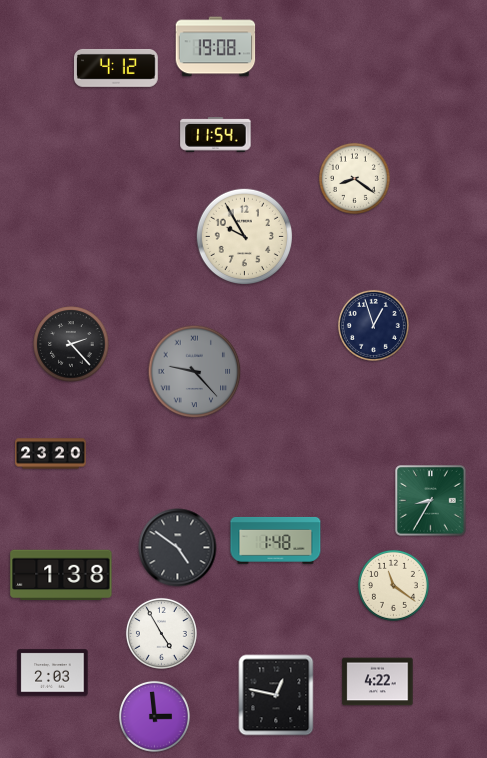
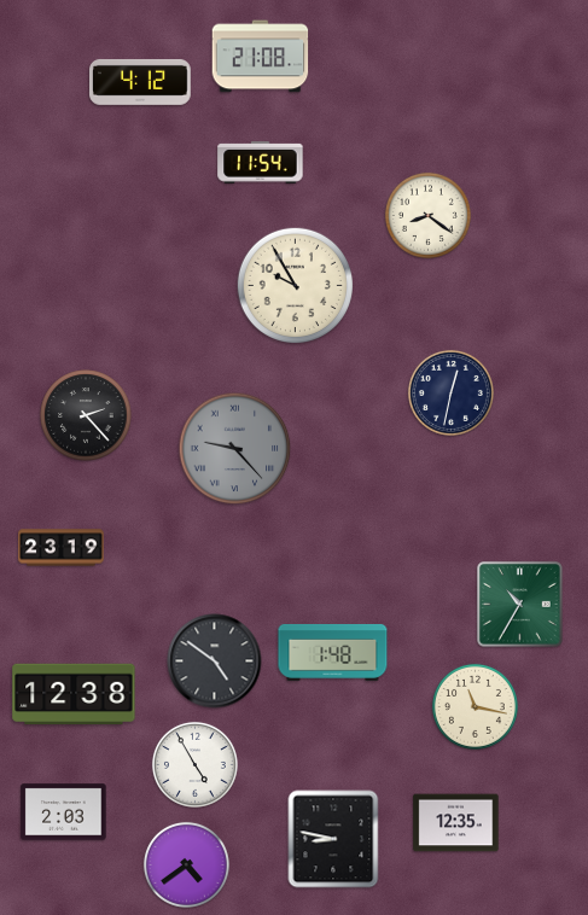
clock at (216, 47): 19:08 -> 21:08
clock at (373, 325): 12:57 -> 12:32
clock at (51, 454): 23:20 -> 23:19
clock at (431, 501): 8:35 -> 10:35
clock at (61, 575): 1:38 -> 12:38
clock at (393, 585): 11:21 -> 11:17
clock at (378, 682): 4:22 -> 12:35
clock at (276, 695): 12:47 -> 8:47
clock at (154, 716): 2:59 -> 4:39
